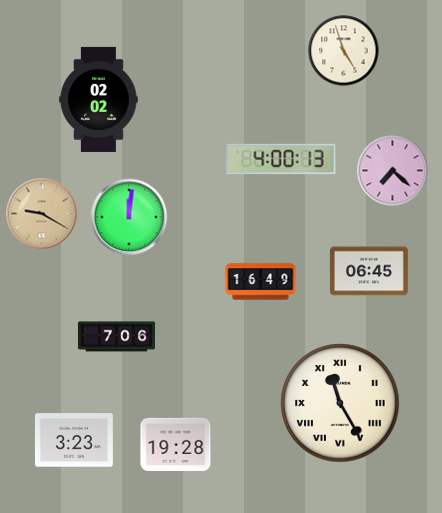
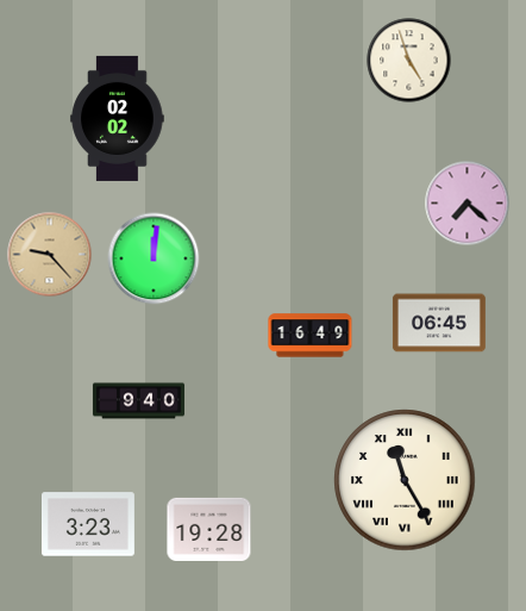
clock at (281, 159): 4:00 -> none
clock at (42, 214): 9:20 -> 9:23
clock at (116, 337): 7:06 -> 9:40
